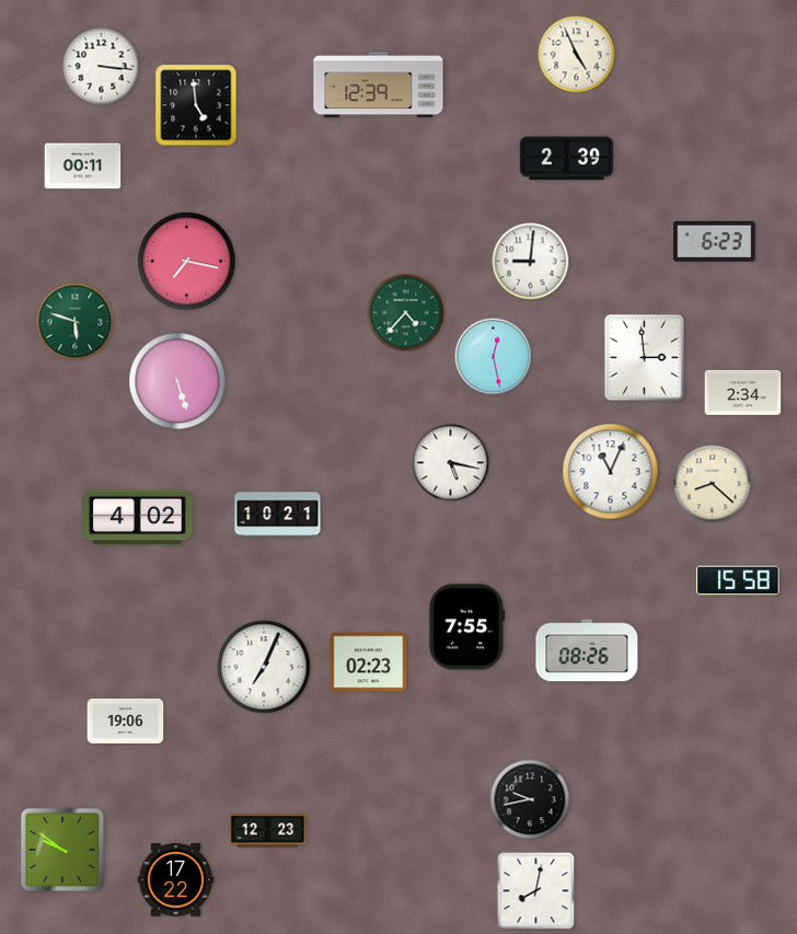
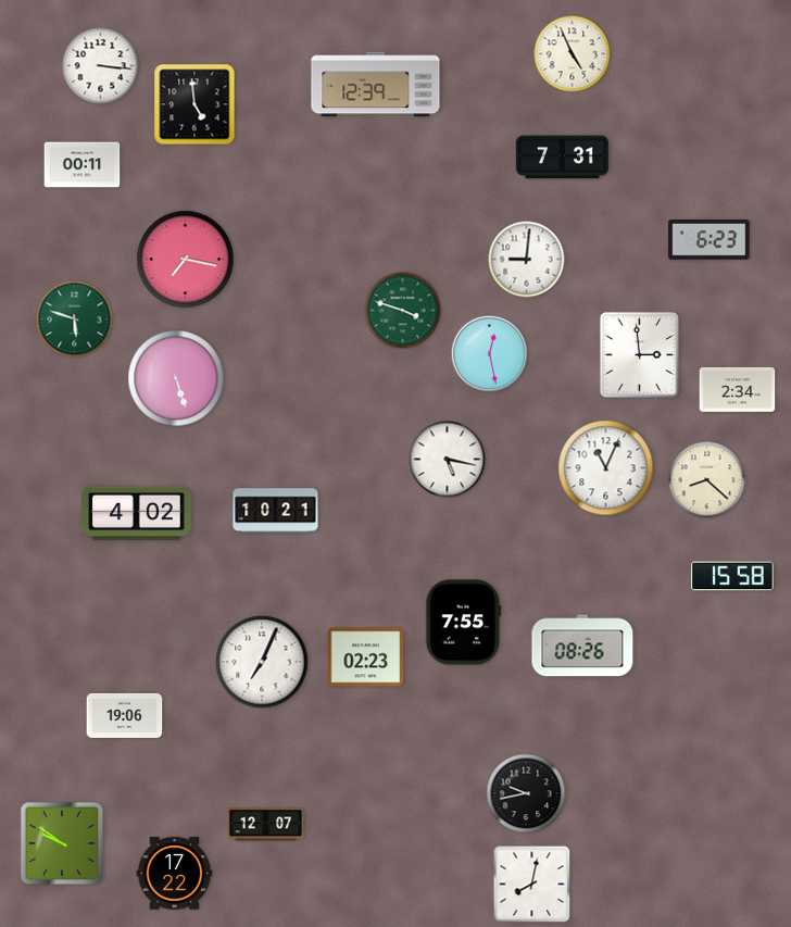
clock at (566, 159): 2:39 -> 7:31
clock at (406, 313): 4:37 -> 3:48
clock at (268, 831): 12:23 -> 12:07
